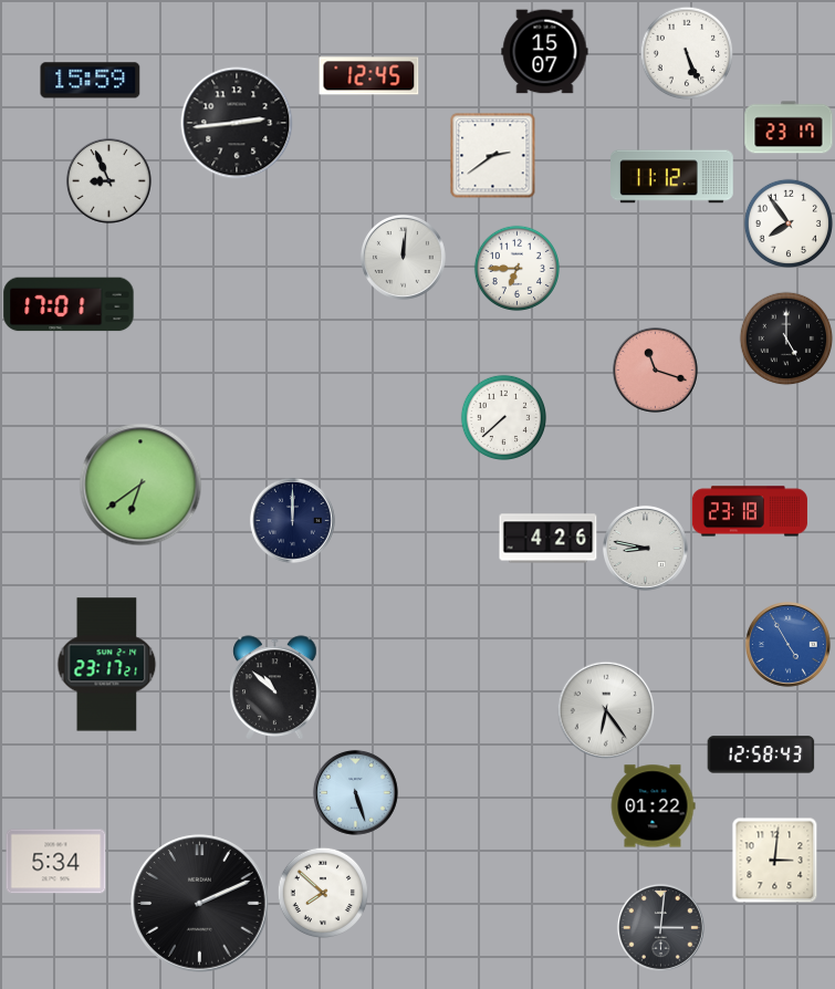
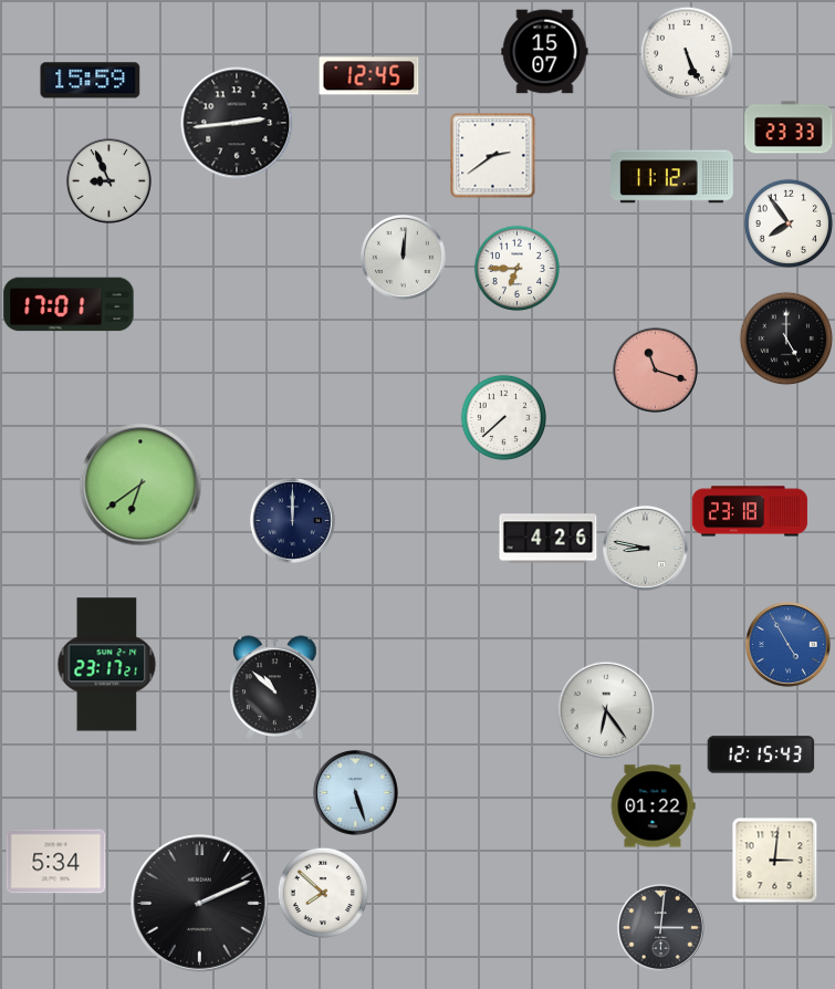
clock at (789, 127): 23:17 -> 23:33
clock at (761, 754): 12:58 -> 12:15
